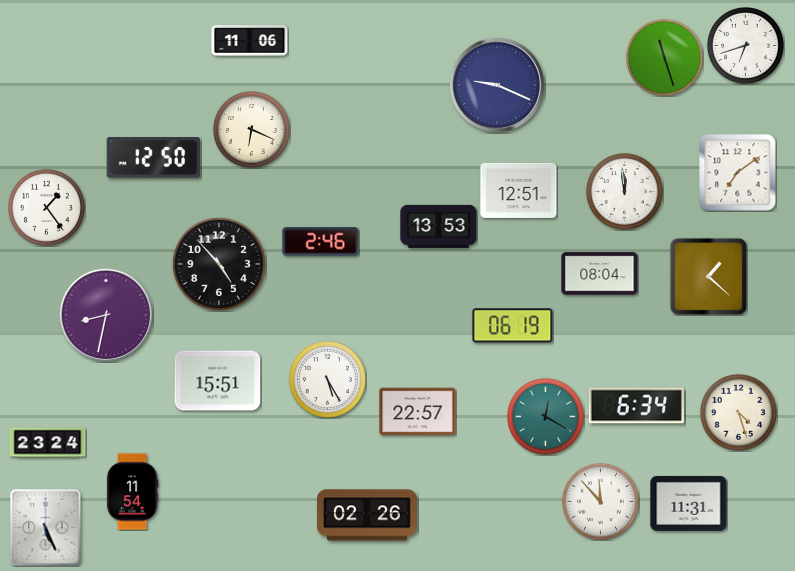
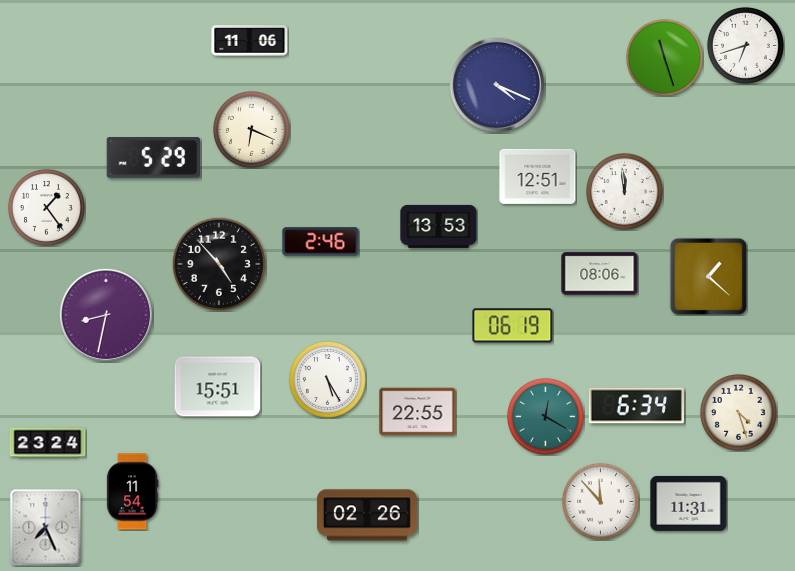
clock at (496, 84): 9:19 -> 4:19
clock at (153, 158): 12:50 -> 5:29
clock at (738, 173): 7:09 -> none
clock at (519, 190) position: (519, 190) -> (538, 176)
clock at (600, 274): 08:04 -> 08:06
clock at (218, 381) position: (218, 381) -> (218, 387)
clock at (418, 412): 22:57 -> 22:55
clock at (46, 528): 5:26 -> 7:26
